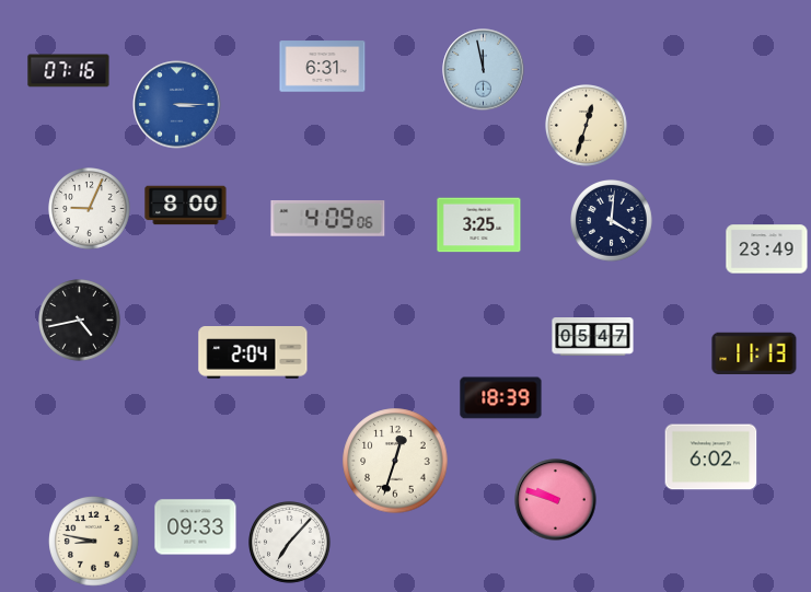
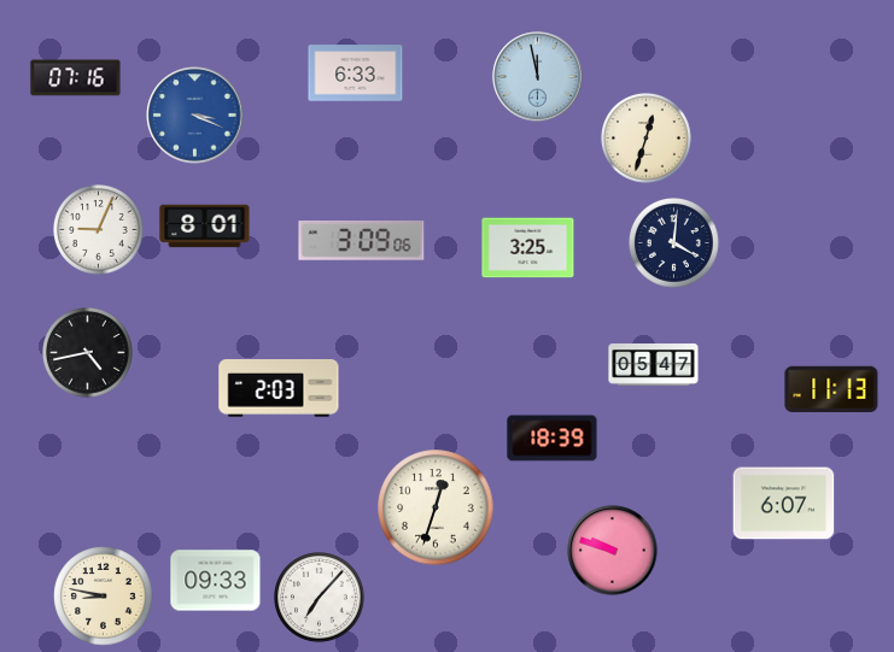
clock at (323, 67): 6:31 -> 6:33
clock at (484, 70) position: (484, 70) -> (538, 77)
clock at (177, 105): 3:15 -> 3:19
clock at (186, 206): 8:00 -> 8:01
clock at (328, 219): 4:09 -> 3:09
clock at (767, 249): 23:49 -> none
clock at (593, 337) position: (593, 337) -> (654, 365)
clock at (253, 353): 2:04 -> 2:03
clock at (711, 457): 6:02 -> 6:07
